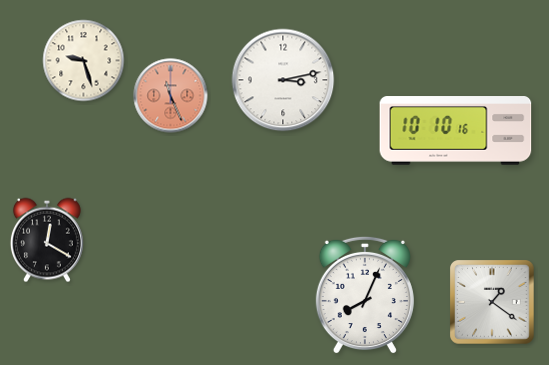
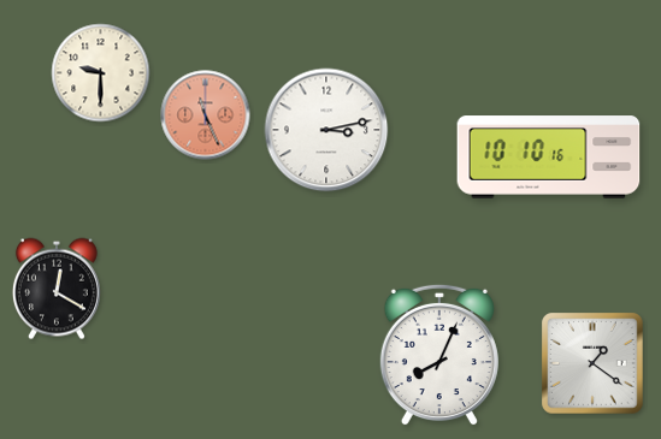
clock at (84, 61): 9:27 -> 9:30
clock at (283, 80) position: (283, 80) -> (326, 130)
